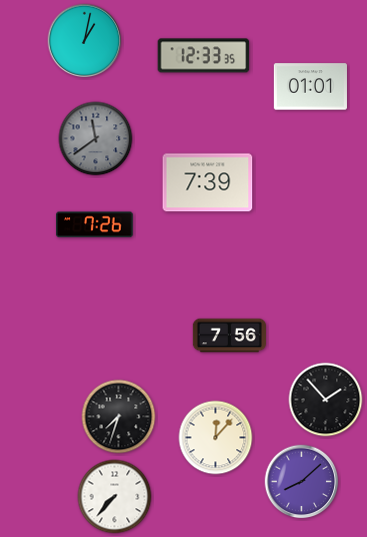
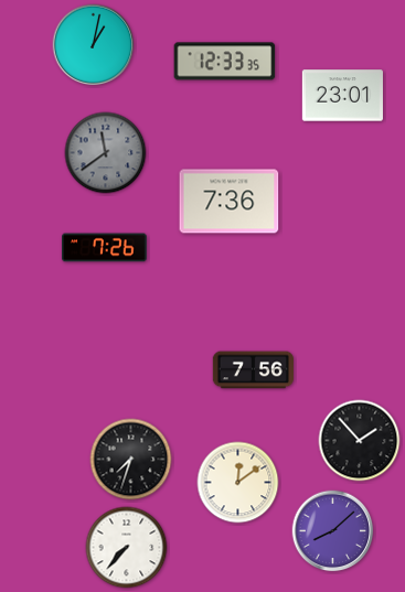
clock at (310, 87): 01:01 -> 23:01
clock at (208, 183): 7:39 -> 7:36
clock at (216, 438): 12:07 -> 12:09
